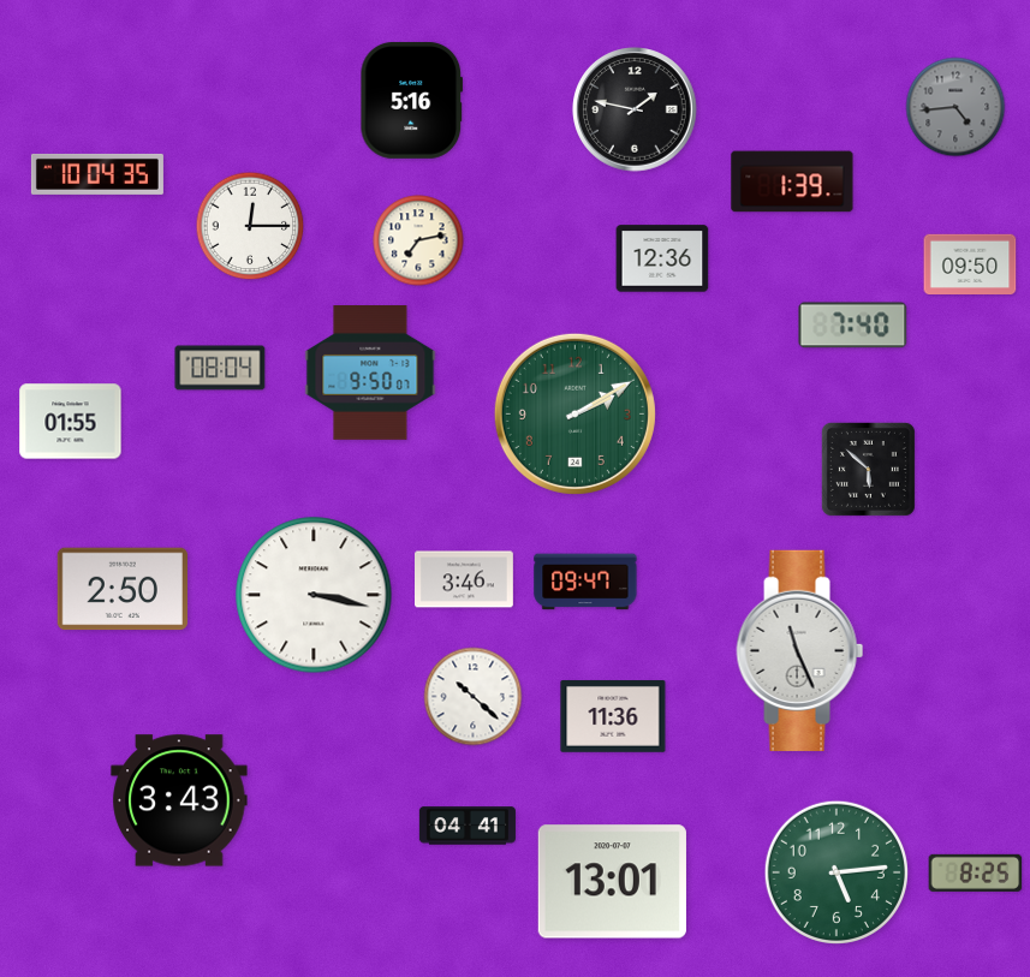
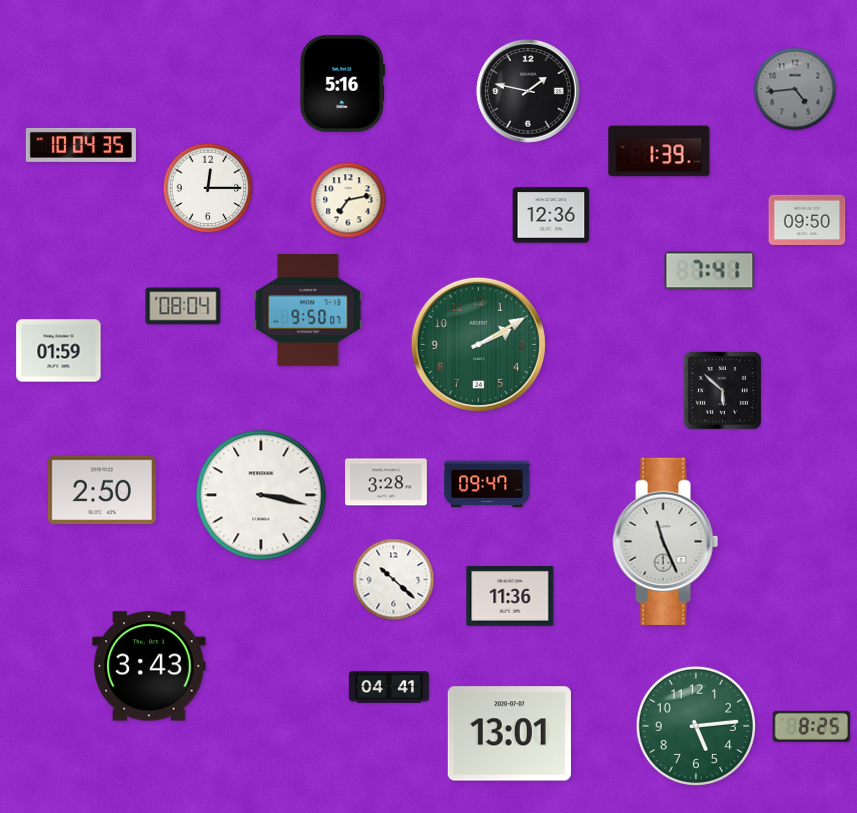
clock at (853, 326): 7:40 -> 7:41
clock at (71, 422): 01:55 -> 01:59
clock at (465, 579): 3:46 -> 3:28
